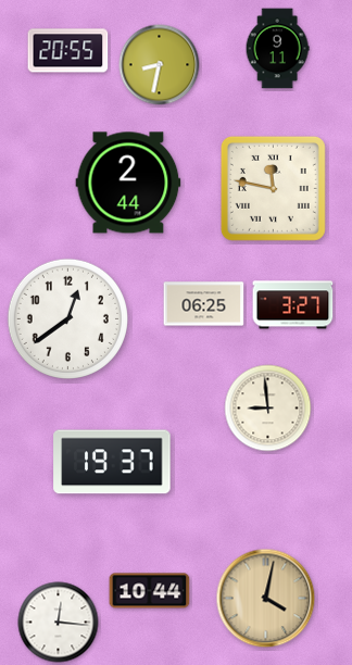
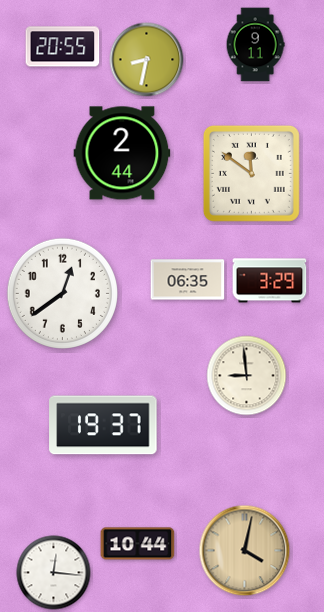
clock at (128, 183) position: (128, 183) -> (122, 153)
clock at (273, 188): 11:47 -> 11:51
clock at (204, 304): 06:25 -> 06:35
clock at (293, 305): 3:27 -> 3:29
